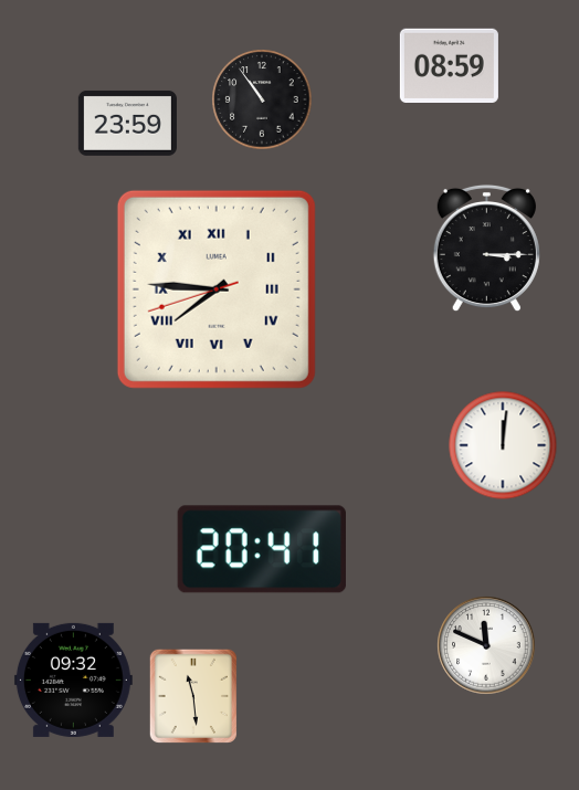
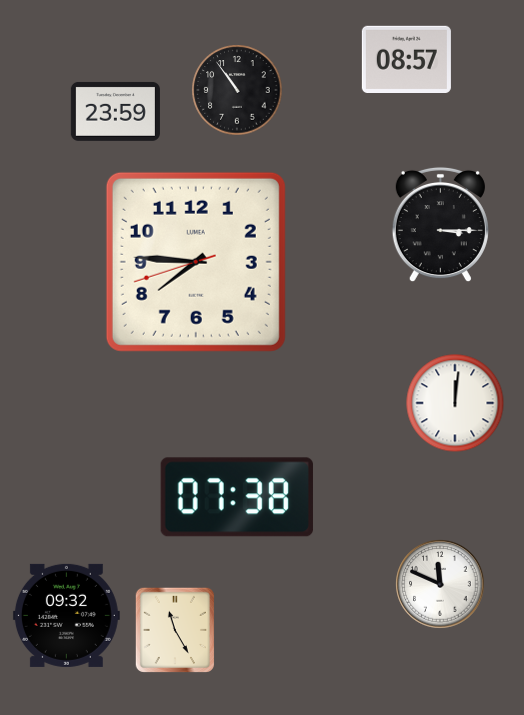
clock at (449, 65): 08:59 -> 08:57
clock at (217, 289) numerals: Roman -> Arabic
clock at (262, 549): 20:41 -> 07:38
clock at (193, 696): 11:29 -> 11:25
